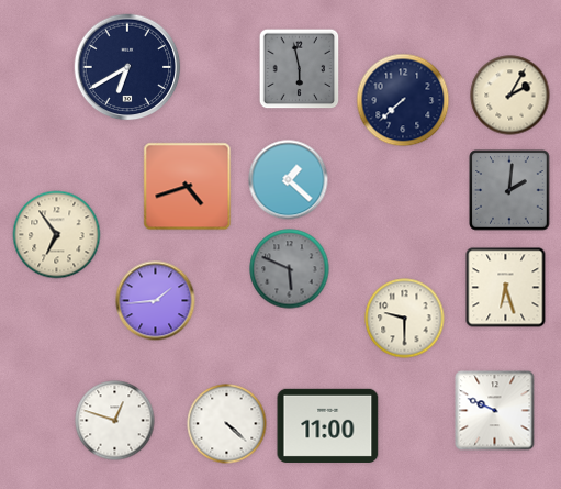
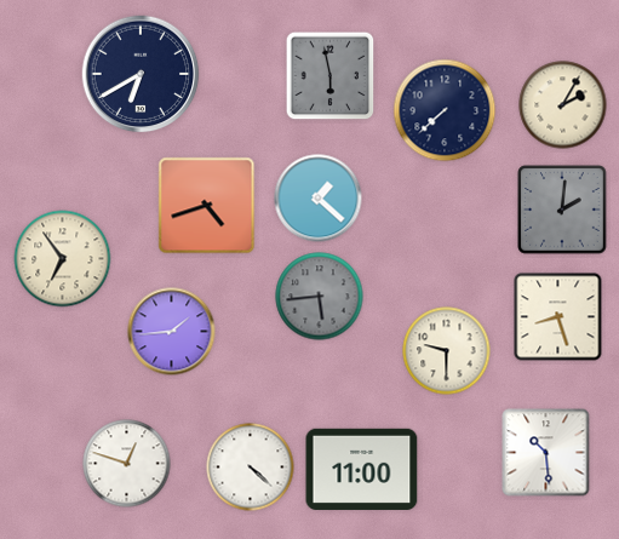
clock at (290, 269): 5:49 -> 5:44
clock at (506, 288): 6:27 -> 8:27
clock at (495, 411): 9:49 -> 10:29
